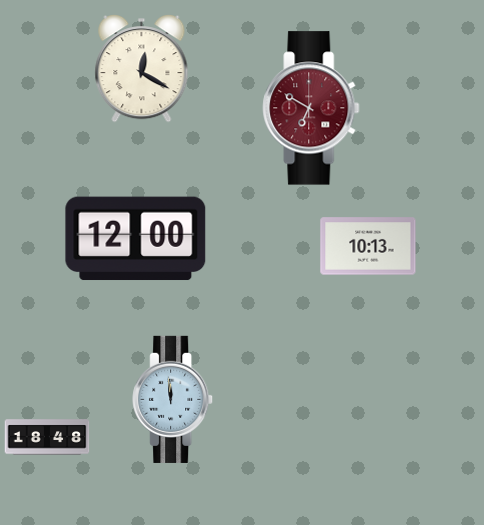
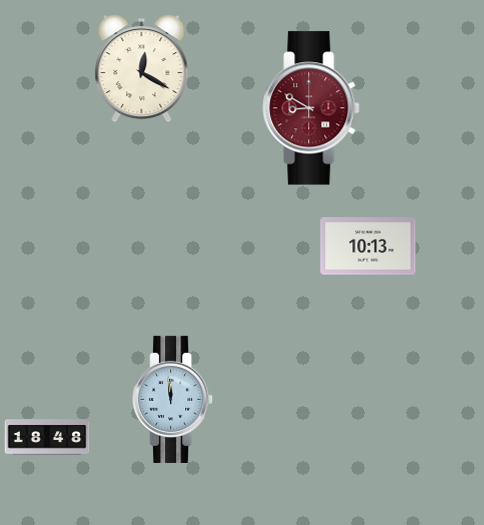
clock at (311, 108): 6:50 -> 8:50
clock at (136, 239): 12:00 -> none
